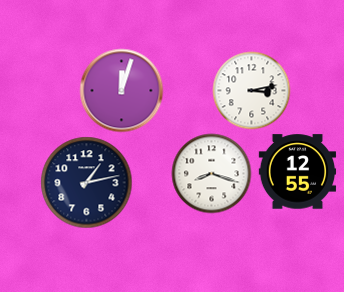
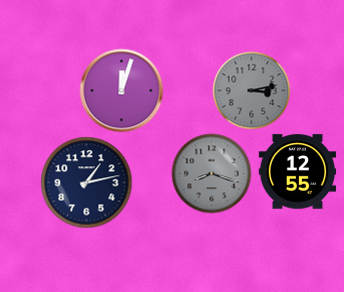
clock at (251, 90) dial: white -> grey
clock at (211, 173) dial: white -> grey
